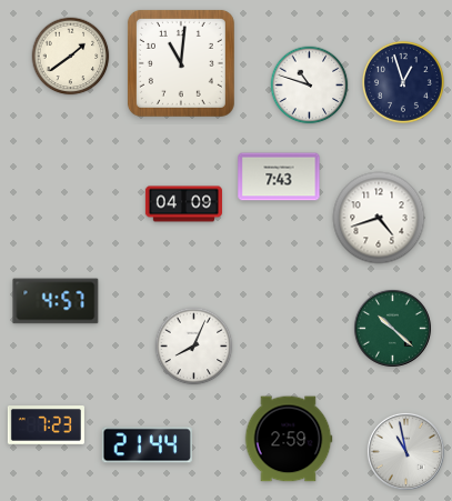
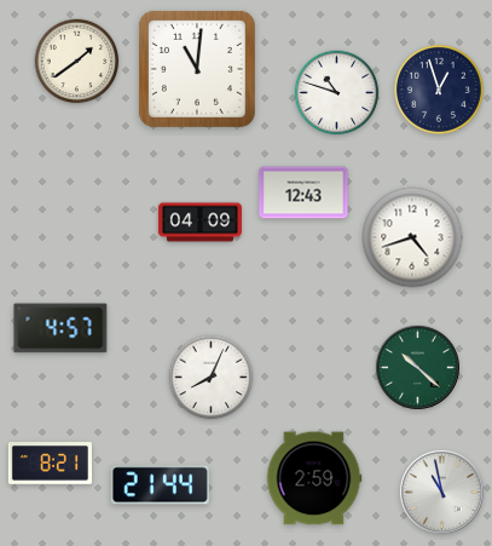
clock at (279, 177): 7:43 -> 12:43
clock at (392, 328) position: (392, 328) -> (417, 367)
clock at (46, 425): 7:23 -> 8:21
